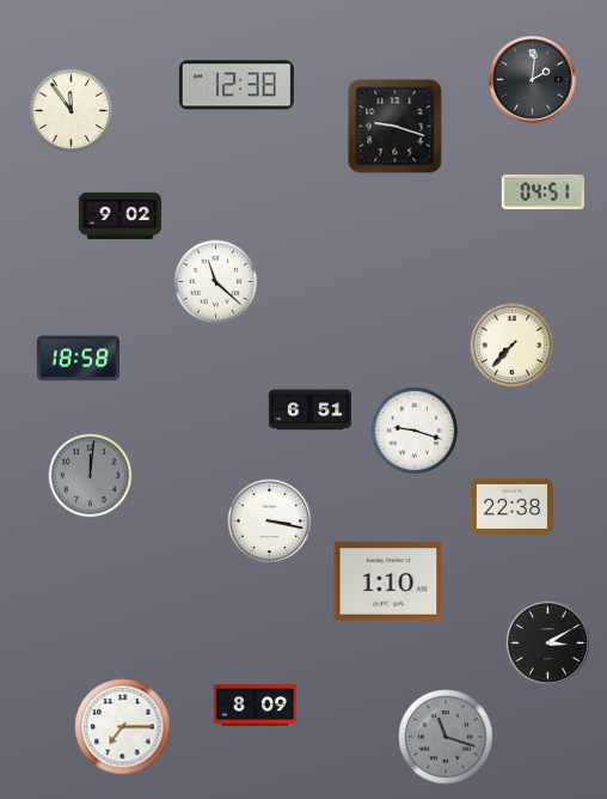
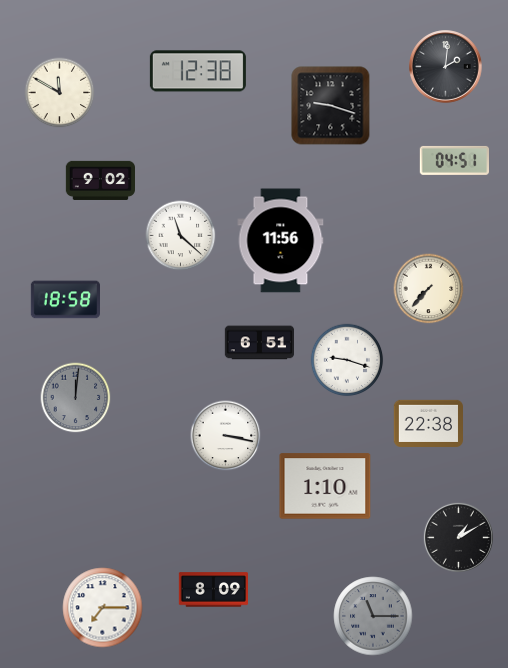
clock at (72, 111): 11:54 -> 11:50
clock at (281, 241): none -> 11:56
clock at (547, 642): 3:10 -> 1:10
clock at (446, 737): 11:18 -> 11:15
